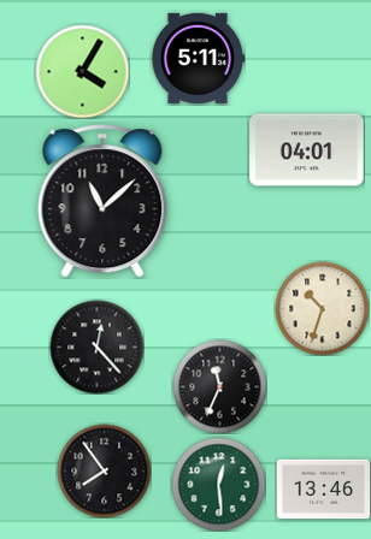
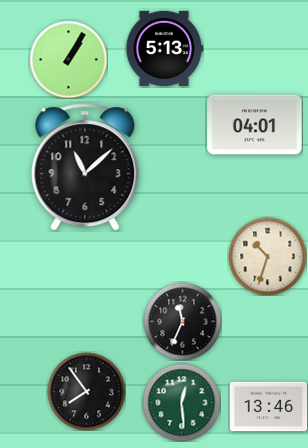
clock at (198, 58): 5:11 -> 5:13
clock at (82, 71): 4:05 -> 1:05
clock at (96, 346): 12:23 -> none
